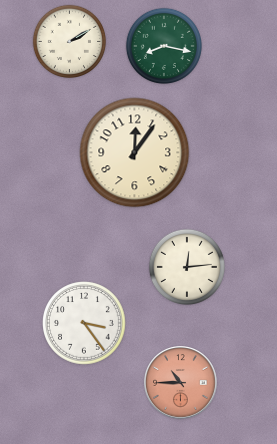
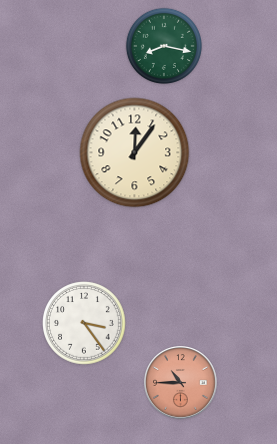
clock at (69, 41): 2:10 -> none
clock at (187, 267): 12:14 -> none
